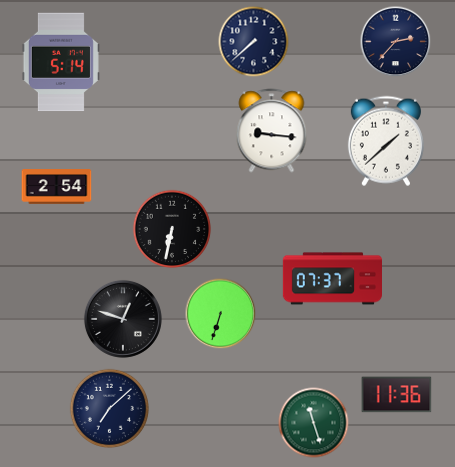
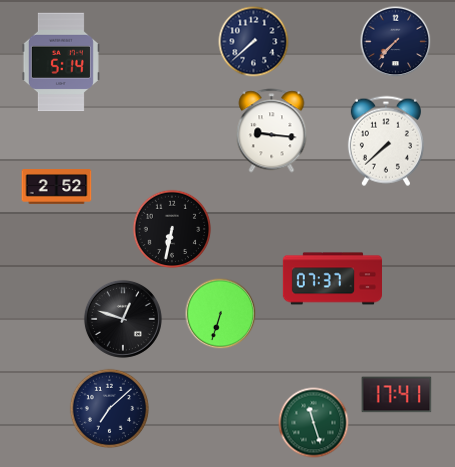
clock at (396, 42): 2:37 -> 7:37
clock at (386, 141): 1:38 -> 7:38
clock at (57, 187): 2:54 -> 2:52
clock at (397, 395): 11:36 -> 17:41
